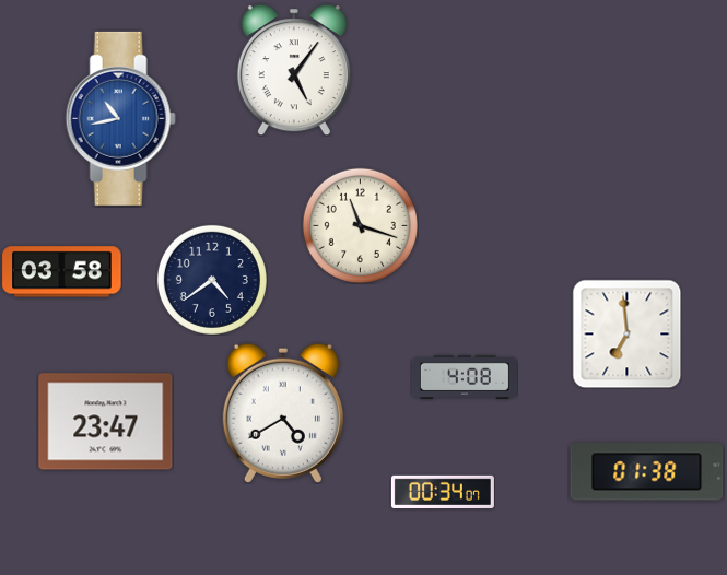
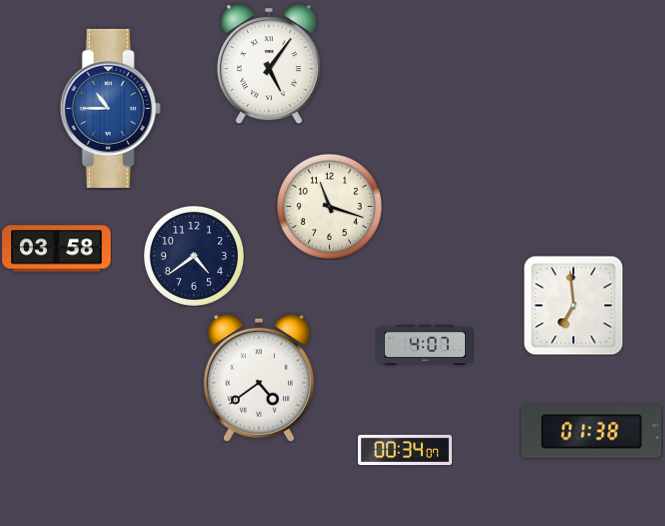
clock at (120, 118): 10:43 -> 10:45
clock at (465, 377): 4:08 -> 4:07
clock at (283, 413): 4:40 -> 4:39
clock at (106, 422): 23:47 -> none
